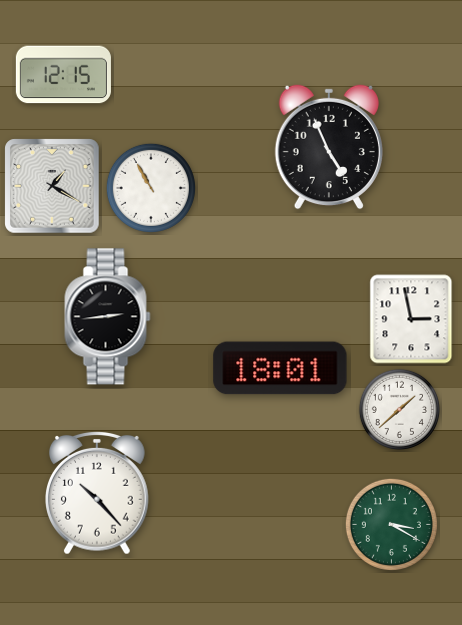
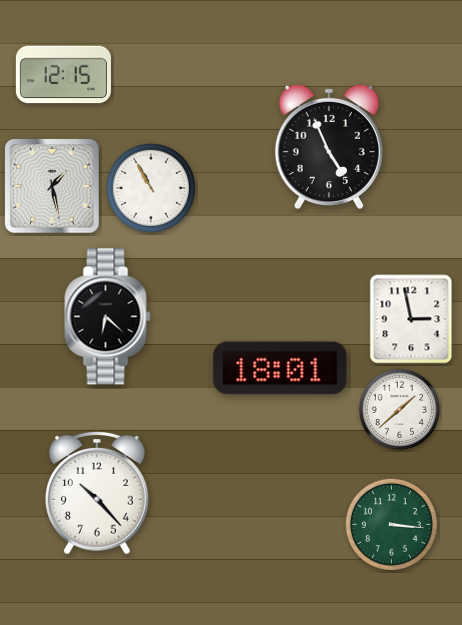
clock at (52, 186): 1:20 -> 1:28
clock at (108, 317): 2:44 -> 6:22
clock at (391, 524): 3:20 -> 3:16
